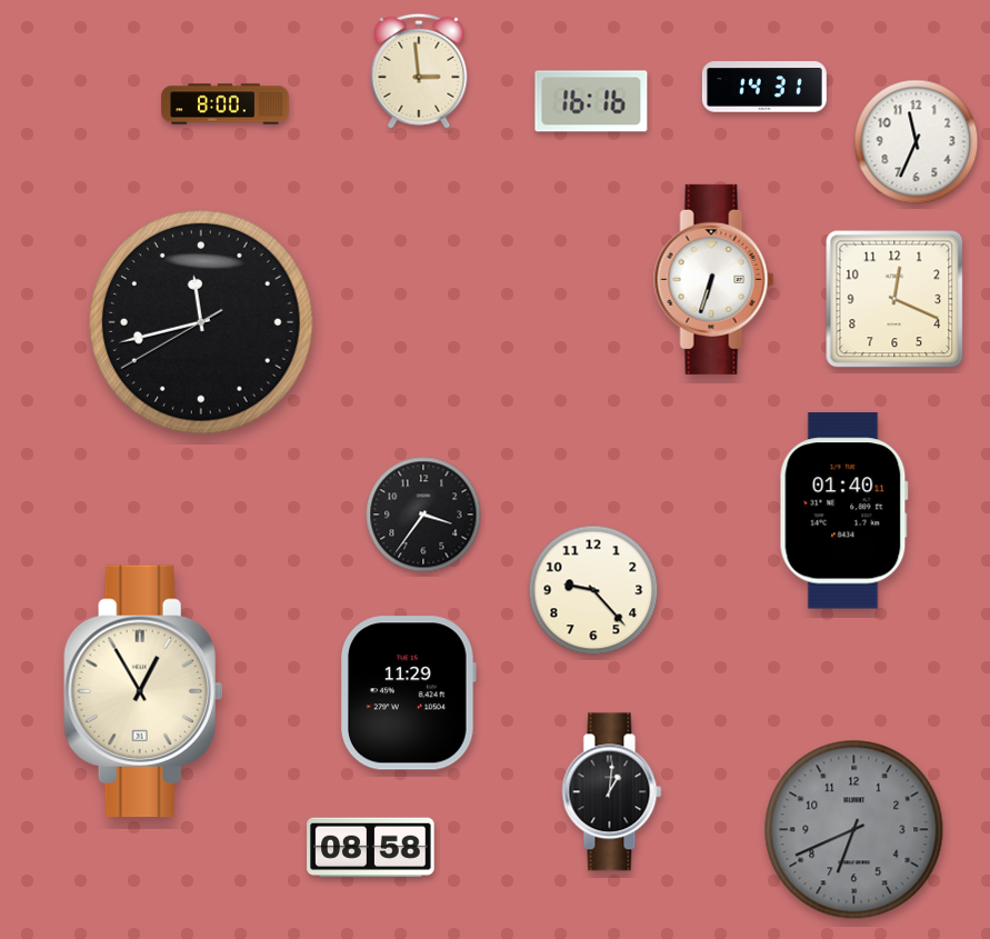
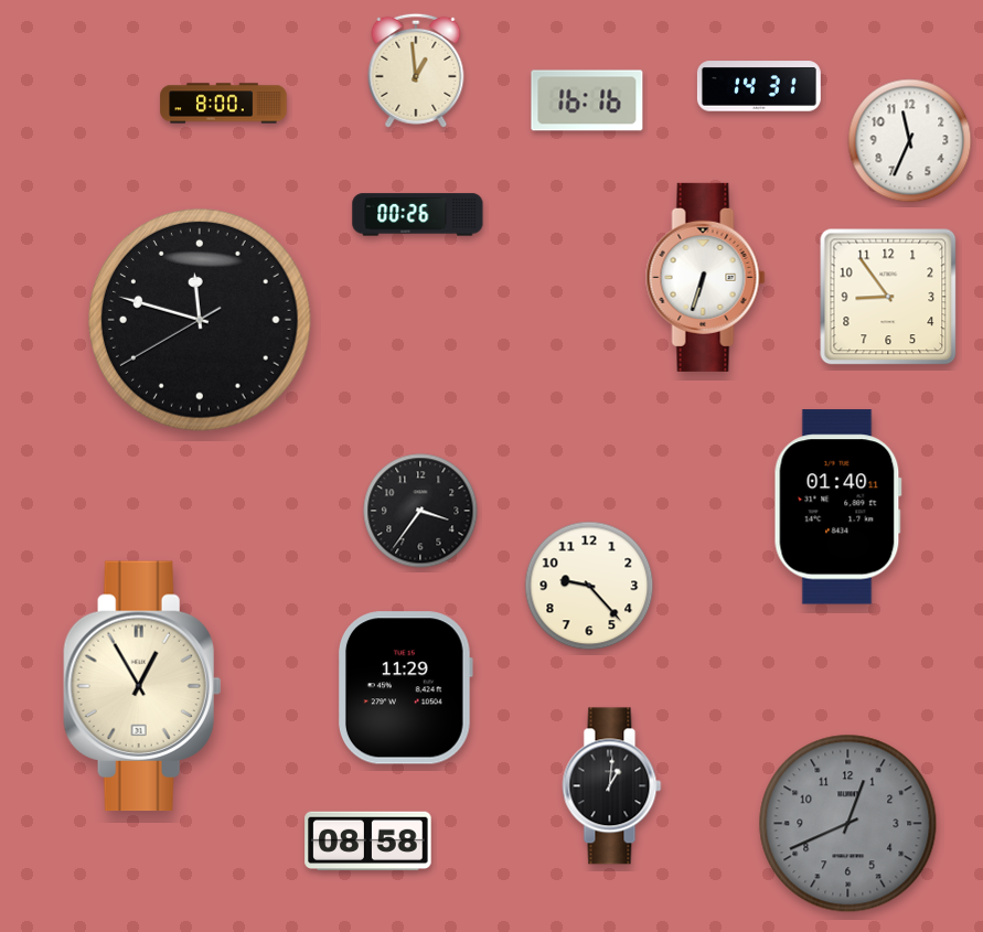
clock at (419, 71): 2:59 -> 12:59
clock at (418, 215): none -> 00:26
clock at (714, 279) position: (714, 279) -> (706, 277)
clock at (894, 299): 12:19 -> 8:54
clock at (202, 323): 11:42 -> 11:47
clock at (612, 792) position: (612, 792) -> (612, 786)
clock at (854, 830): 6:41 -> 12:41
